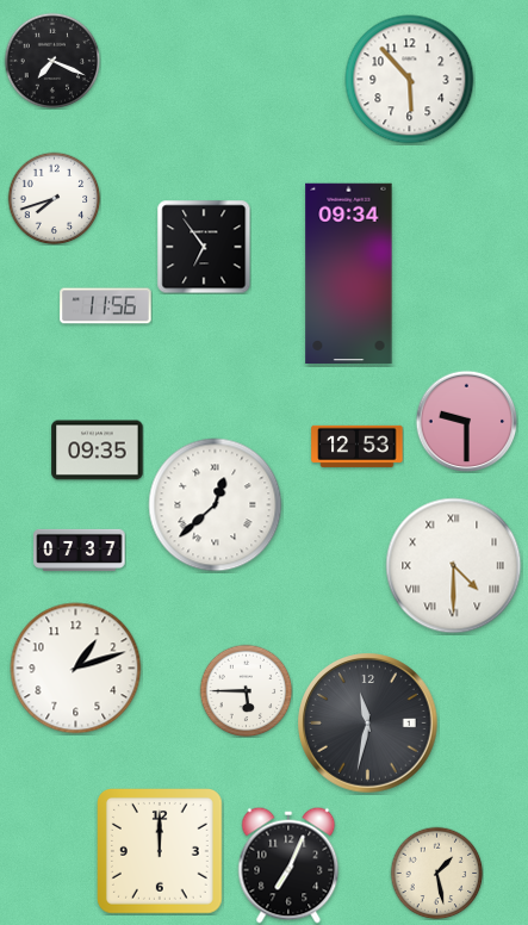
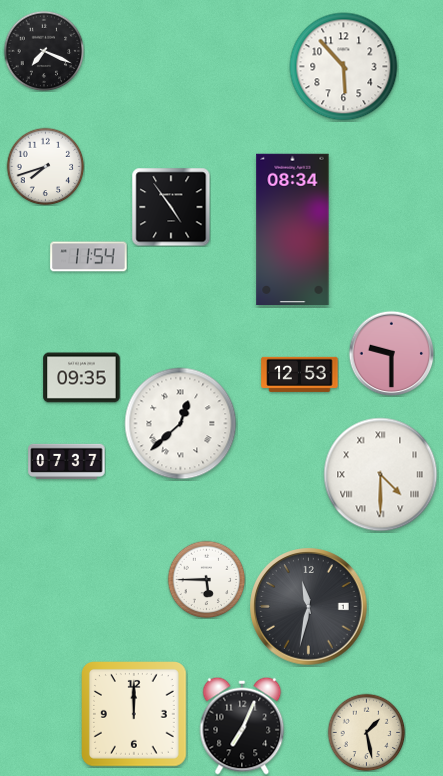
clock at (204, 247): 6:54 -> 4:54
clock at (349, 273): 09:34 -> 08:34
clock at (106, 306): 11:56 -> 11:54
clock at (76, 669): 1:12 -> none
